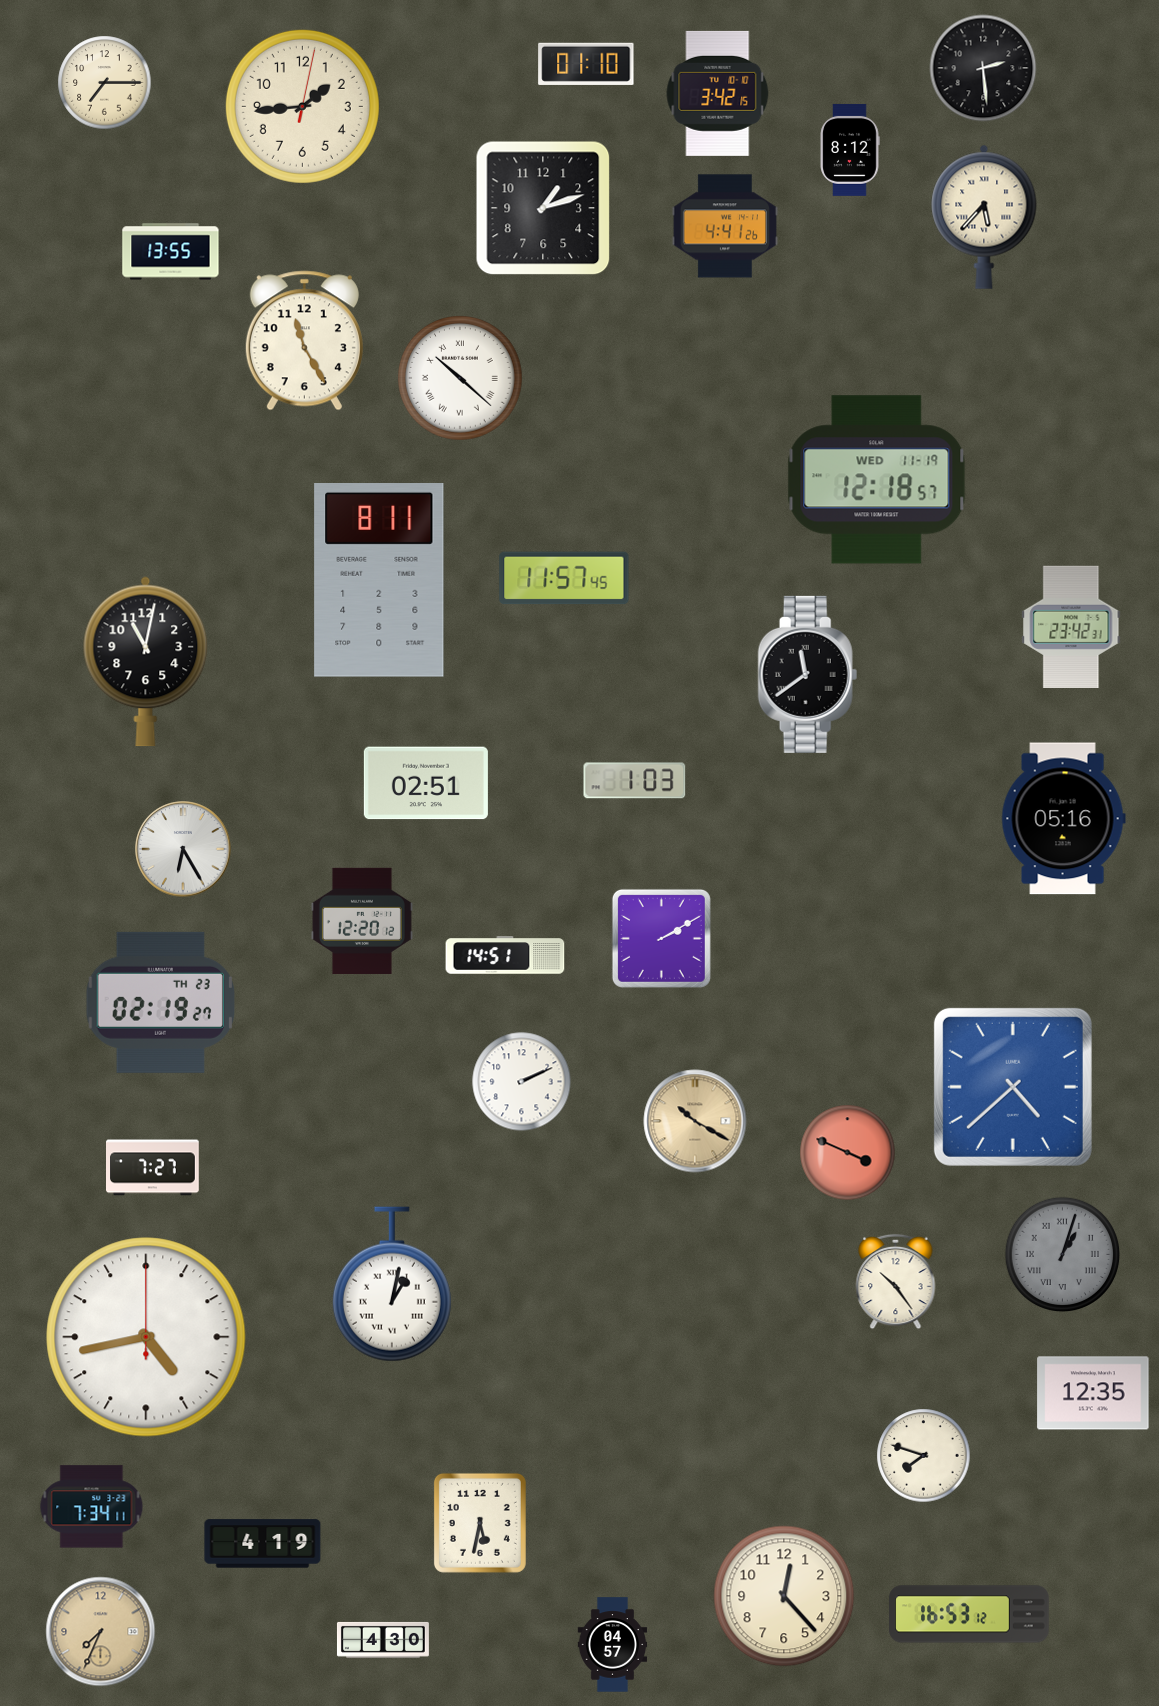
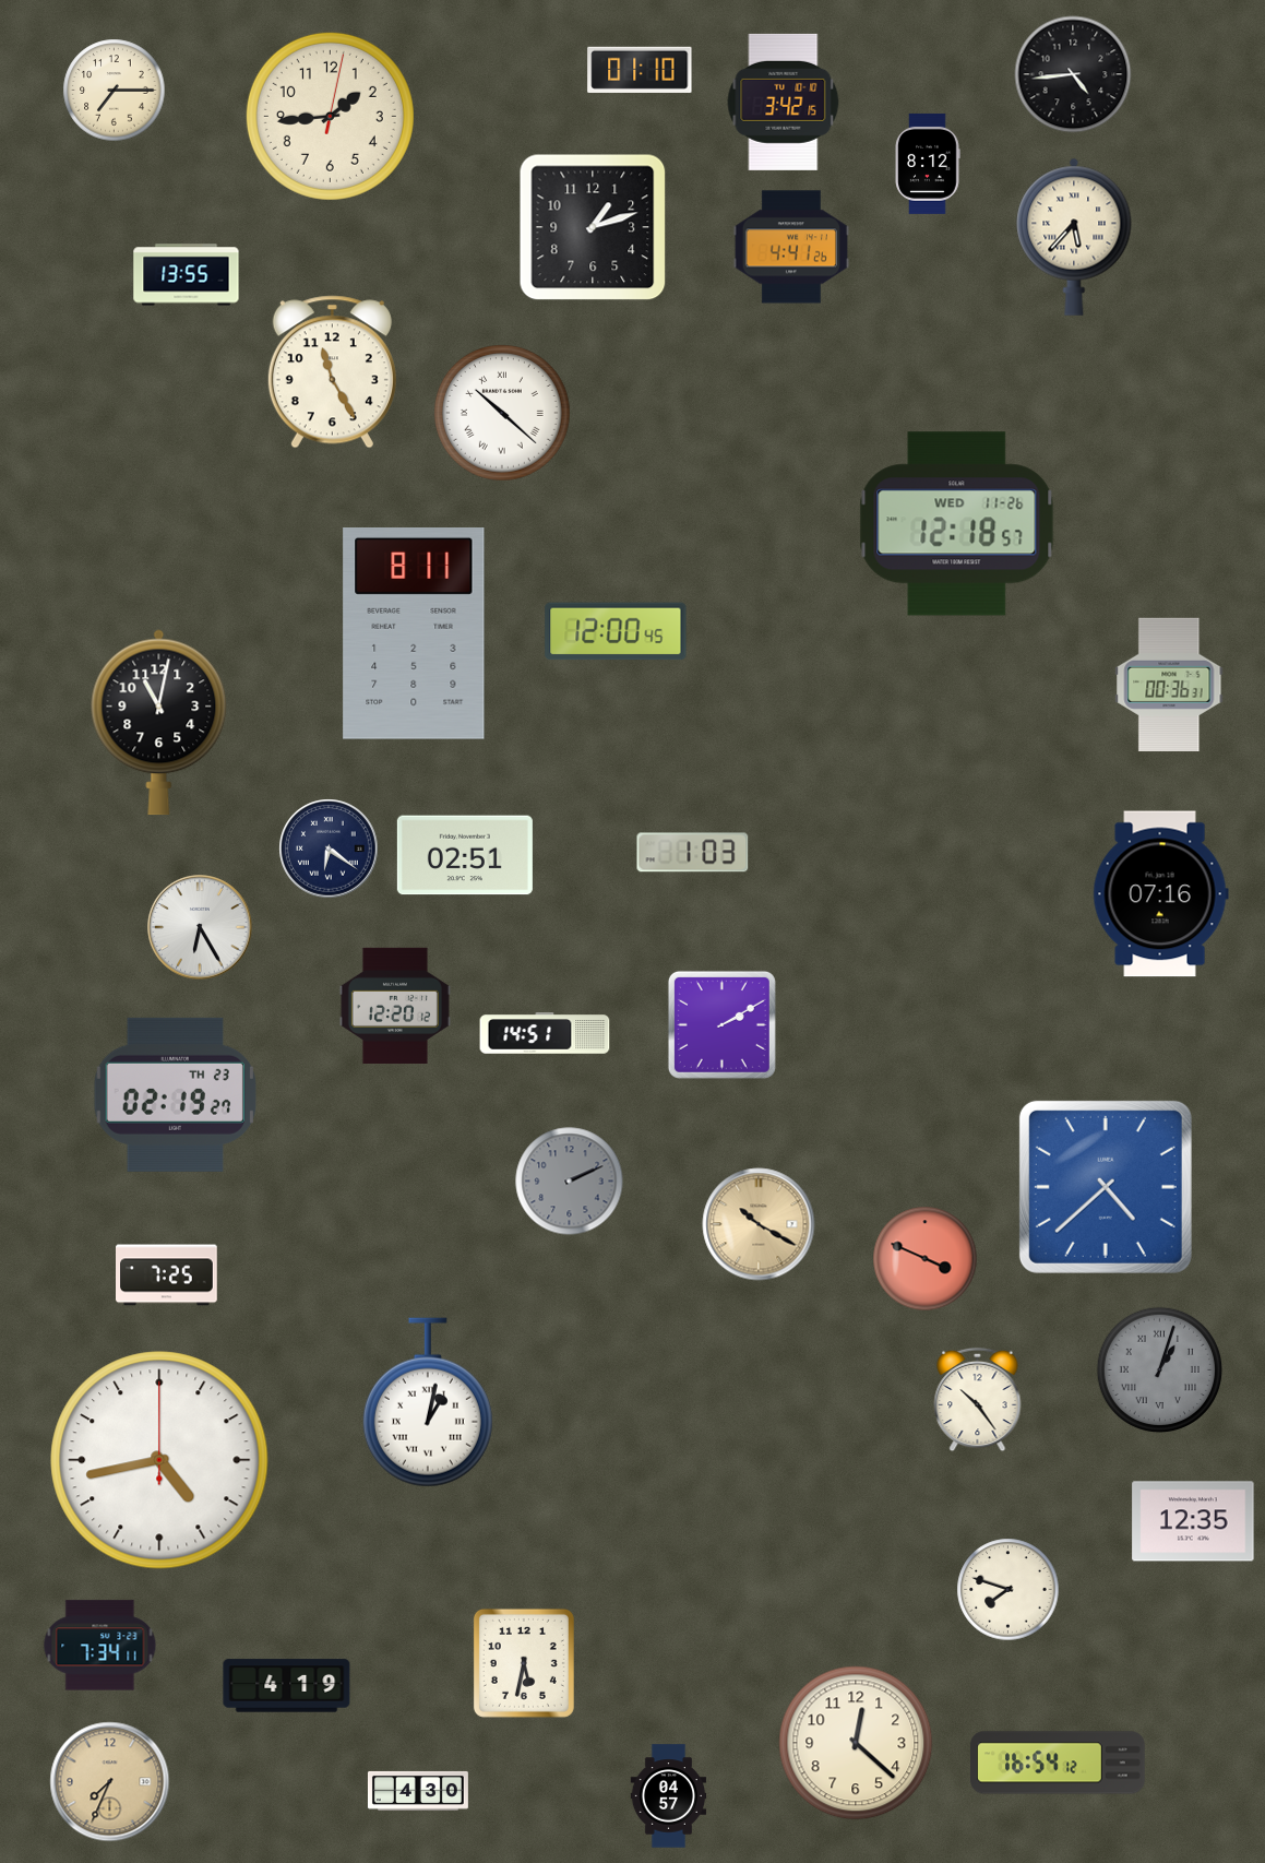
clock at (983, 68): 2:29 -> 4:44
clock at (877, 480) date: WED 11-19 -> WED 11-26
clock at (564, 578): 11:57 -> 12:00
clock at (1071, 627): 23:42 -> 00:36
clock at (808, 674): 11:39 -> none
clock at (329, 849): none -> 6:21
clock at (1063, 819): 05:16 -> 07:16
clock at (505, 955) position: (505, 955) -> (545, 1033)
clock at (522, 1082) dial: white -> grey
clock at (153, 1168): 7:27 -> 7:25
clock at (784, 1596): 12:23 -> 12:22
clock at (969, 1614): 16:53 -> 16:54
